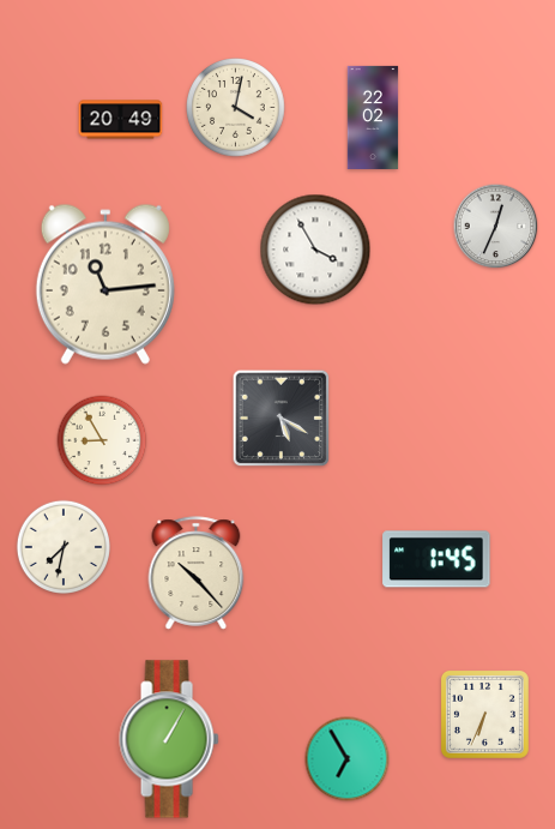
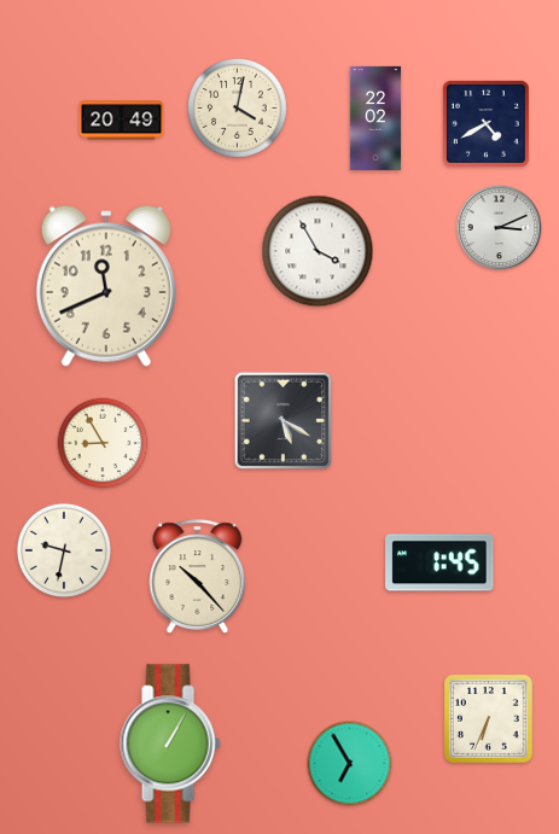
clock at (485, 123): none -> 4:40
clock at (496, 227): 12:34 -> 3:11
clock at (105, 284): 11:14 -> 11:41
clock at (62, 546): 7:32 -> 9:32
